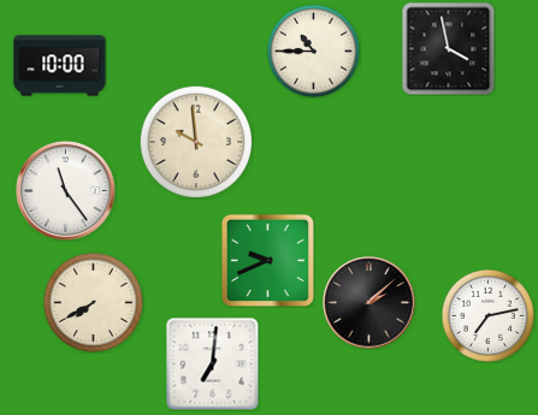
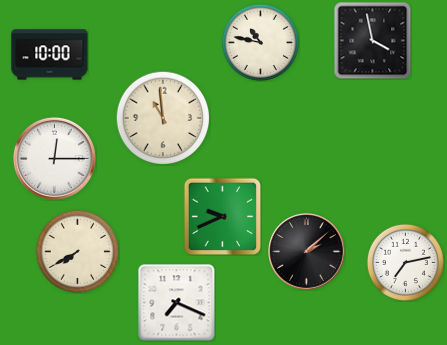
clock at (313, 51): 10:45 -> 10:47
clock at (196, 142): 9:59 -> 10:59
clock at (65, 190): 11:24 -> 12:15
clock at (213, 364): 7:01 -> 7:19
